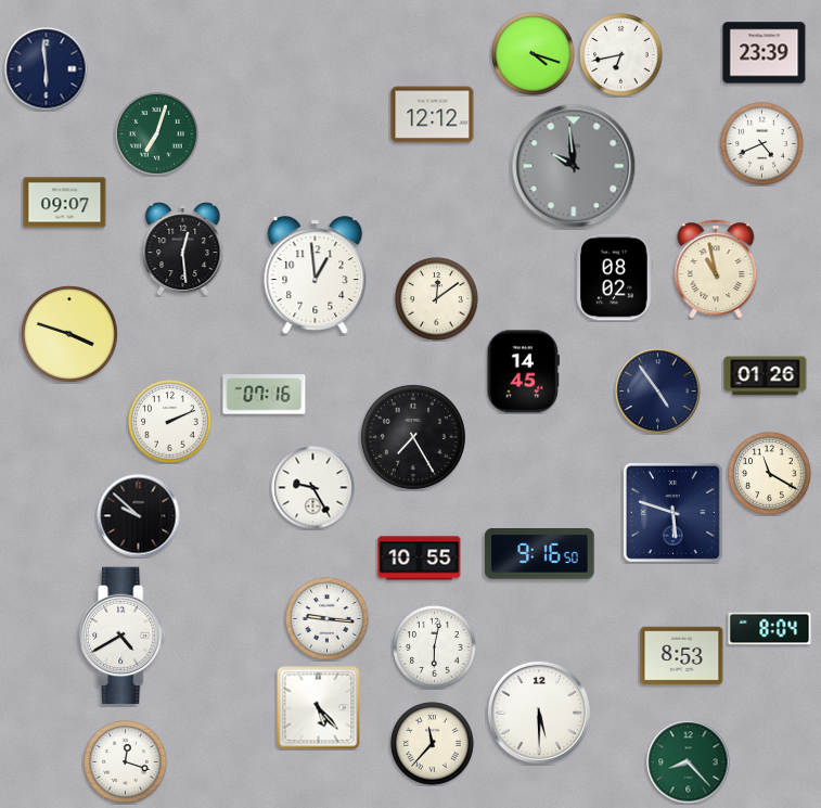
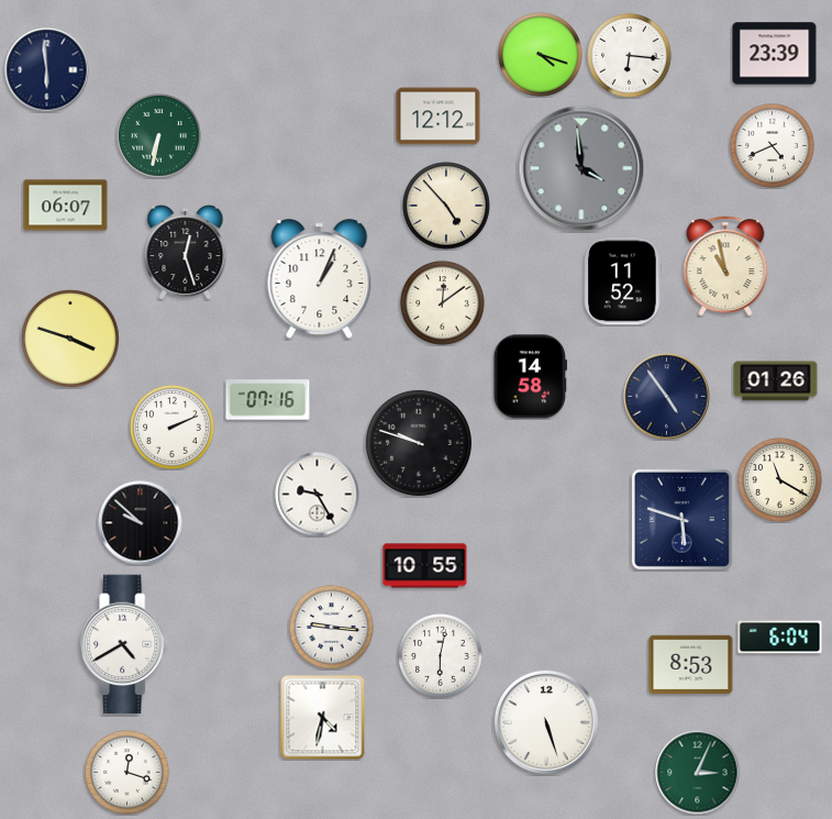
clock at (621, 55): 6:43 -> 6:16
clock at (157, 134): 7:03 -> 6:32
clock at (574, 166): 9:59 -> 3:59
clock at (65, 203): 09:07 -> 06:07
clock at (446, 206): none -> 4:53
clock at (183, 249): 12:29 -> 12:27
clock at (716, 269) position: (716, 269) -> (725, 266)
clock at (316, 274): 12:59 -> 1:04
clock at (615, 278): 08:02 -> 11:52
clock at (523, 372): 14:45 -> 14:58
clock at (413, 437): 7:25 -> 9:48
clock at (540, 554): 9:16 -> none
clock at (770, 629): 8:04 -> 6:04
clock at (319, 708): 5:23 -> 4:32
clock at (539, 713): 5:30 -> 5:27
clock at (433, 744): 11:37 -> none
clock at (689, 762): 8:23 -> 3:04
